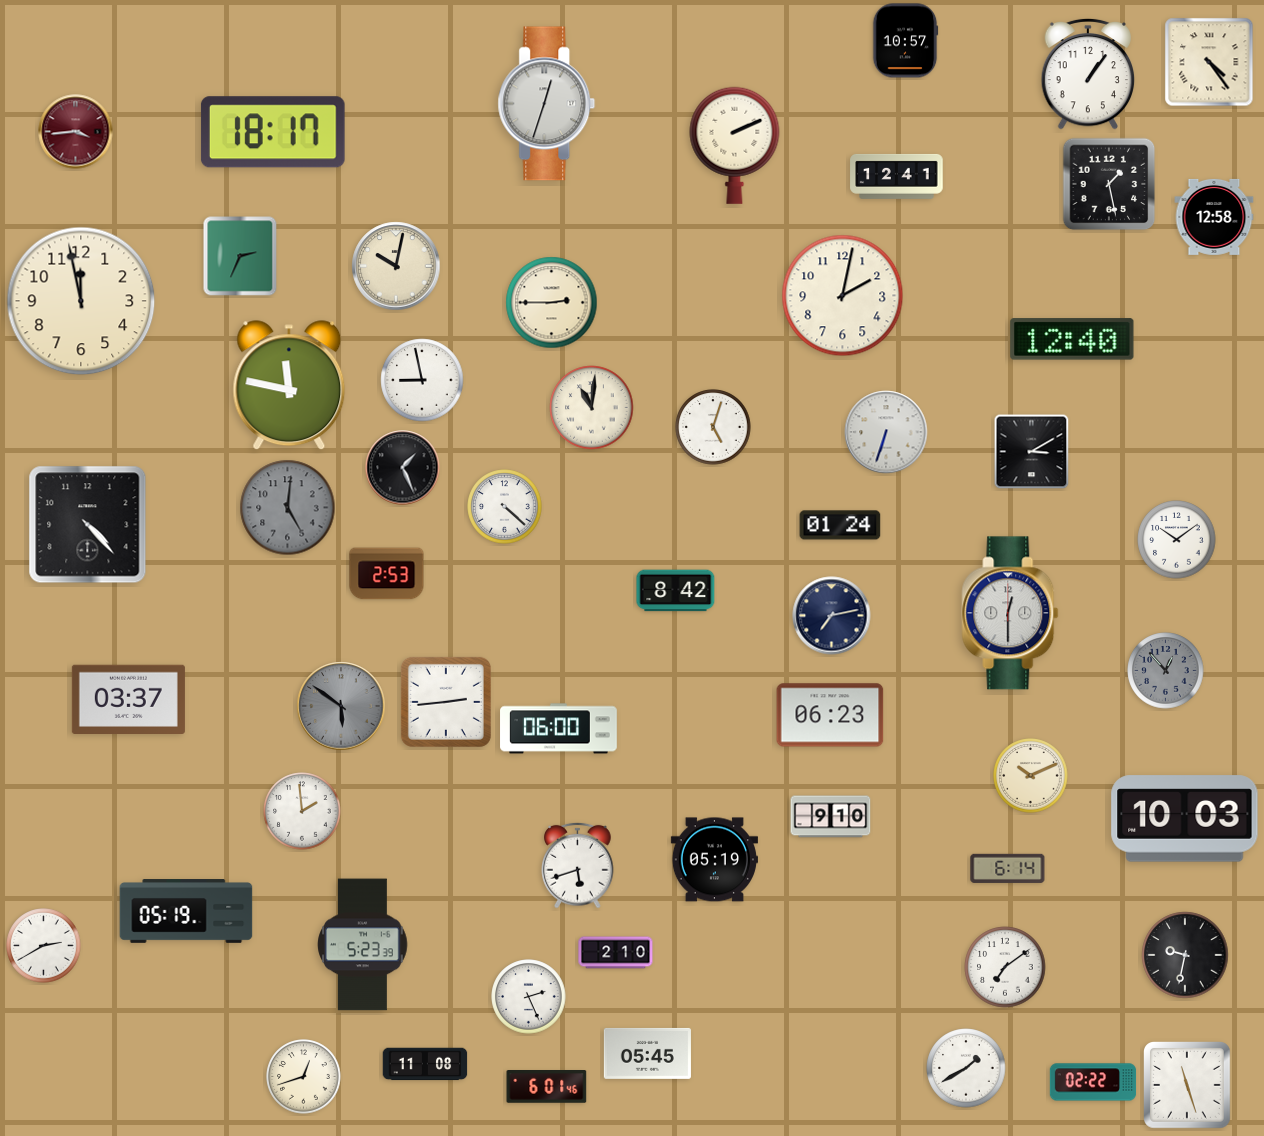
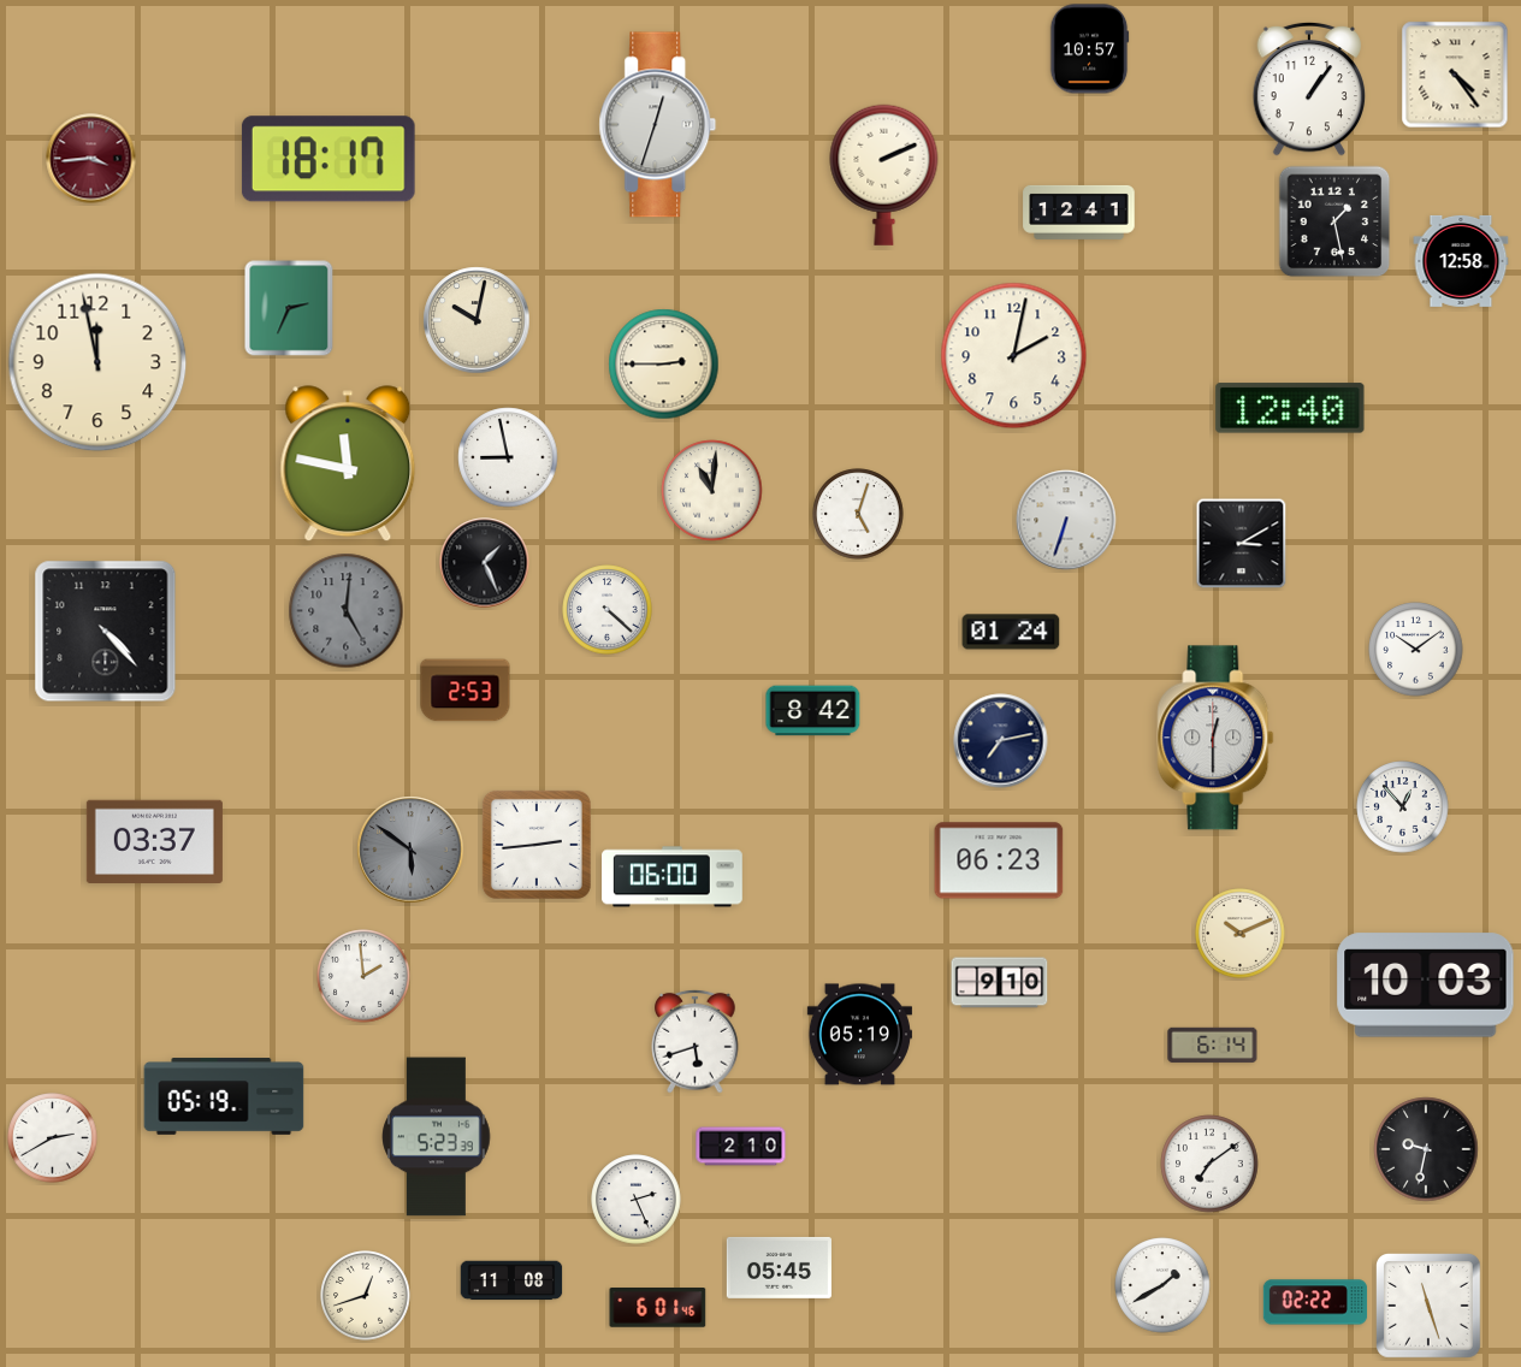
clock at (1166, 671) dial: grey -> white
